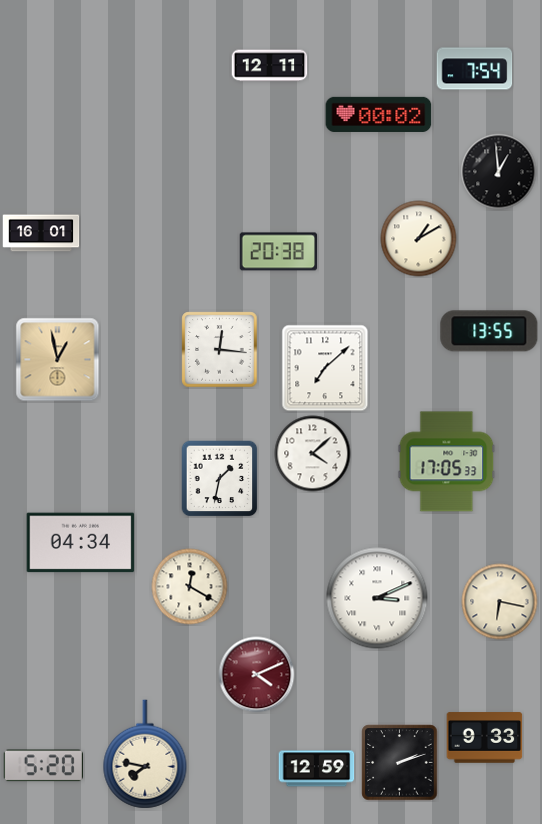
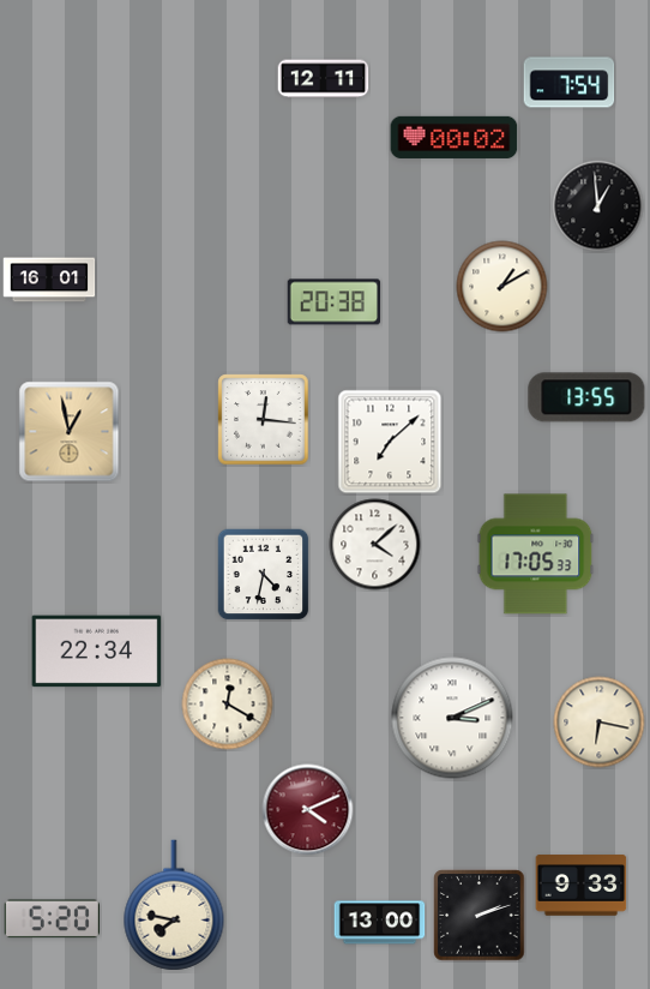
clock at (219, 478): 1:32 -> 4:32
clock at (81, 543): 04:34 -> 22:34
clock at (317, 769): 12:59 -> 13:00
